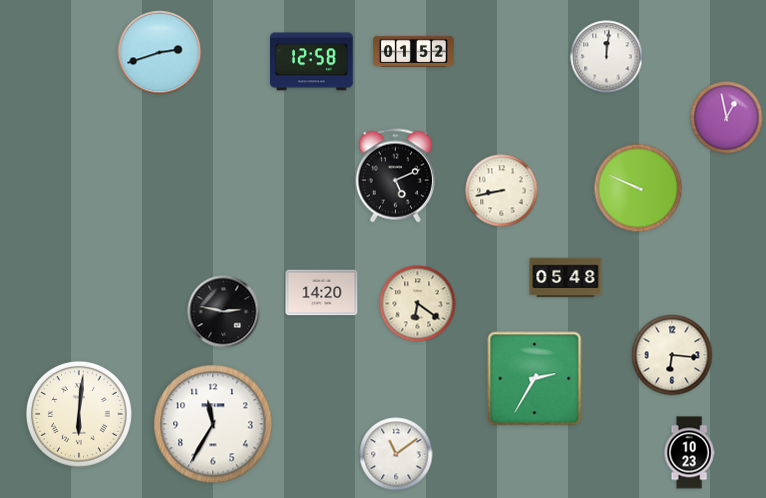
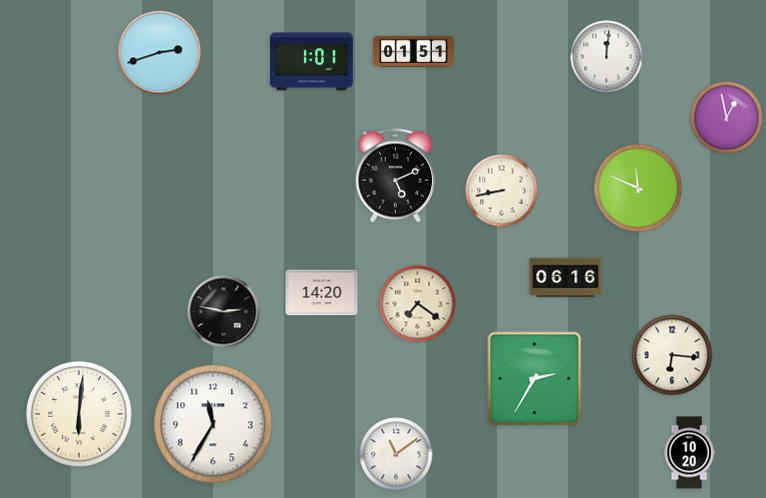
clock at (413, 51): 01:52 -> 01:51
clock at (312, 62): 12:58 -> 1:01
clock at (638, 188): 9:49 -> 11:49
clock at (566, 278): 05:48 -> 06:16
clock at (418, 304): 6:21 -> 7:21
clock at (689, 453): 10:23 -> 10:20
